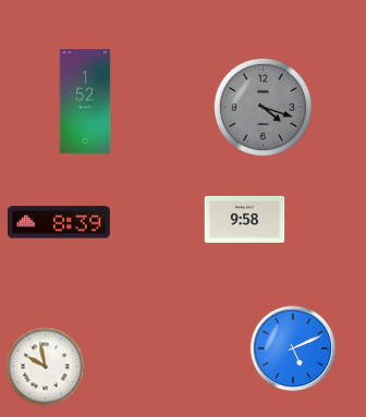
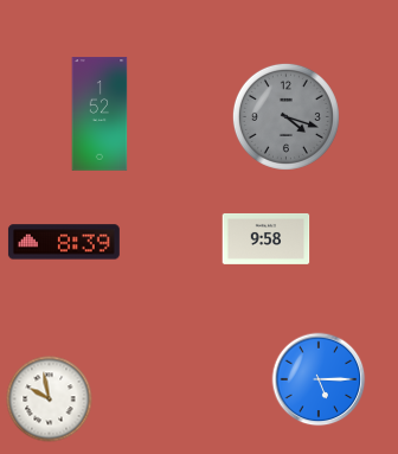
clock at (85, 101) position: (85, 101) -> (99, 114)
clock at (293, 348): 5:11 -> 5:15
